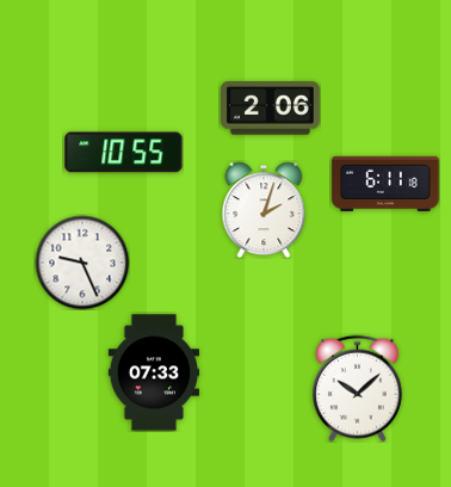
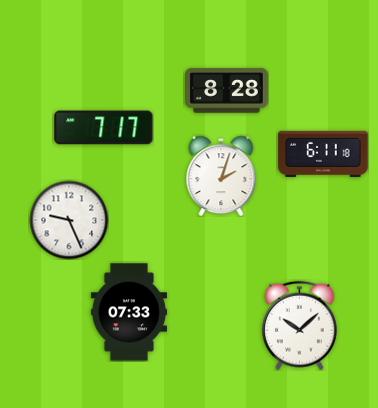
clock at (271, 109): 2:06 -> 8:28
clock at (124, 153): 10:55 -> 7:17
